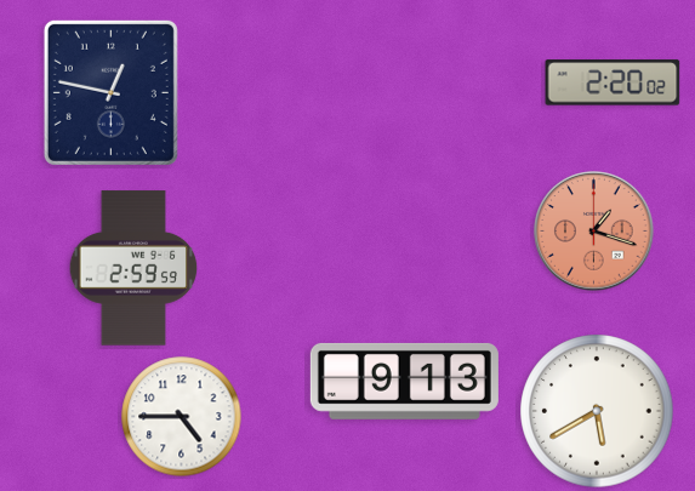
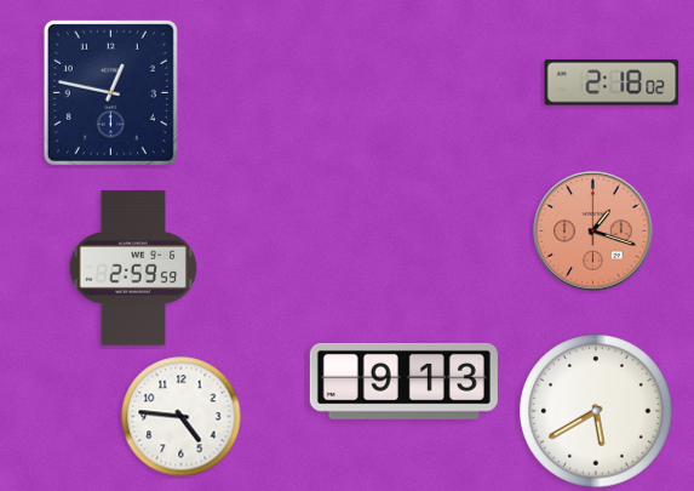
clock at (613, 82): 2:20 -> 2:18
clock at (182, 417): 4:45 -> 4:46
